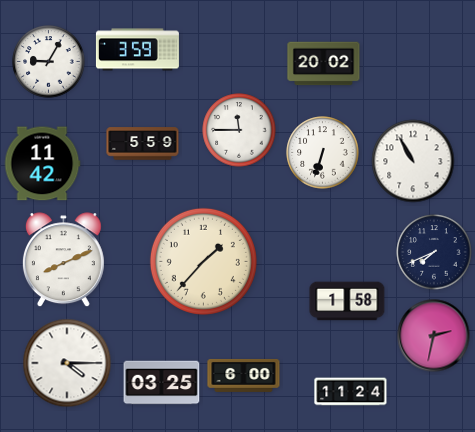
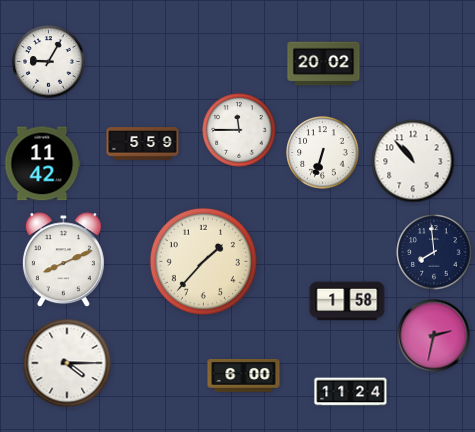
clock at (137, 50): 3:59 -> none
clock at (413, 161): 10:55 -> 10:53
clock at (434, 252): 7:41 -> 7:59
clock at (162, 383): 03:25 -> none
